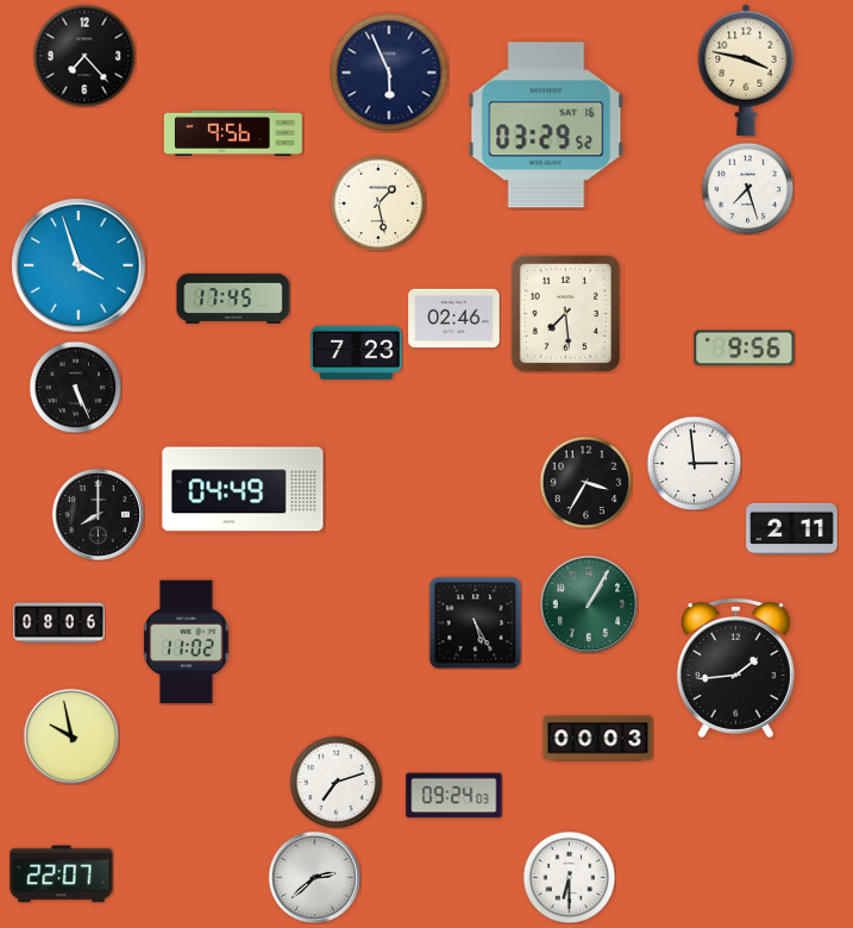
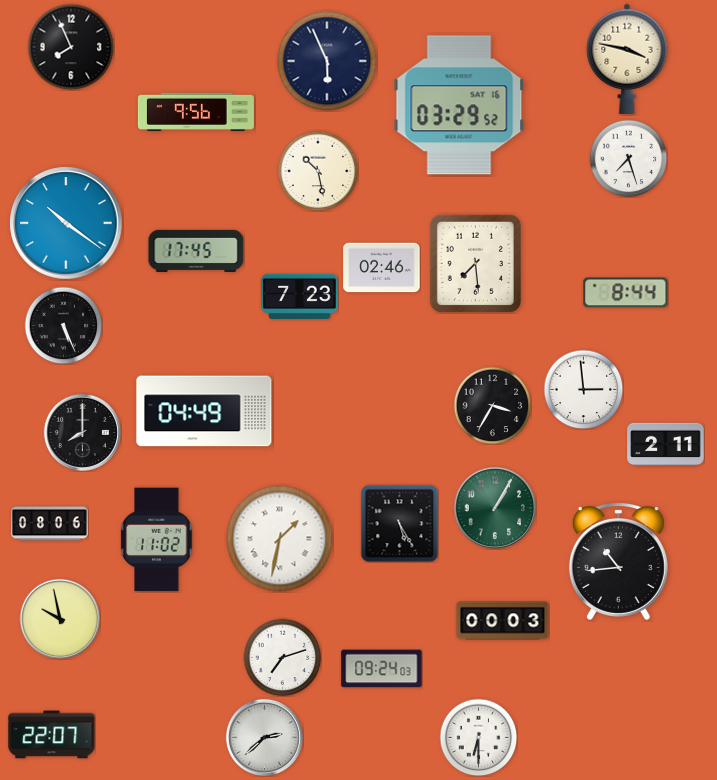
clock at (84, 56): 7:23 -> 7:56
clock at (378, 203): 1:28 -> 10:28
clock at (79, 265): 3:57 -> 10:21
clock at (745, 349): 9:56 -> 8:44
clock at (280, 539): none -> 1:32
clock at (735, 669): 1:44 -> 10:44
